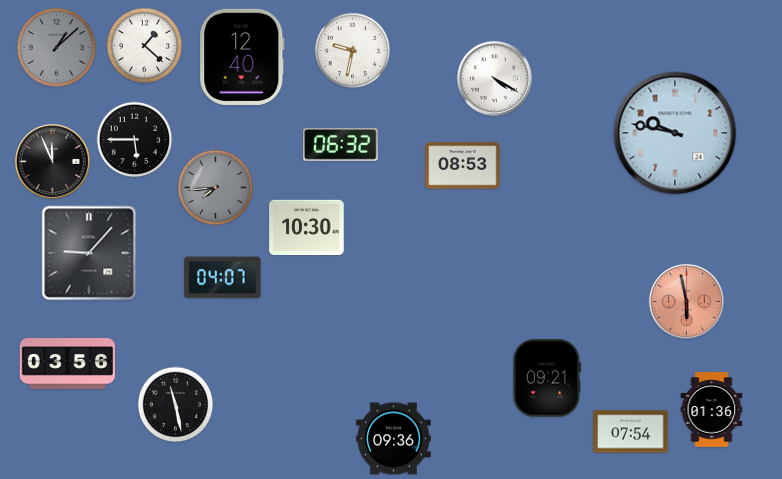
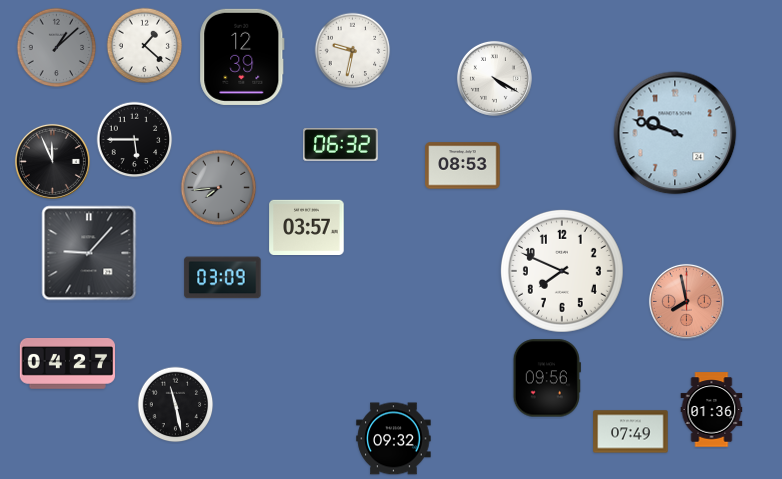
clock at (242, 57): 12:40 -> 12:39
clock at (675, 133): 9:47 -> 9:48
clock at (216, 188) position: (216, 188) -> (219, 188)
clock at (307, 227): 10:30 -> 03:57
clock at (562, 271): none -> 7:49
clock at (223, 278): 04:07 -> 03:09
clock at (686, 301): 5:58 -> 7:58
clock at (67, 364): 03:56 -> 04:27
clock at (547, 378): 09:21 -> 09:56
clock at (631, 432): 07:54 -> 07:49
clock at (394, 439): 09:36 -> 09:32
